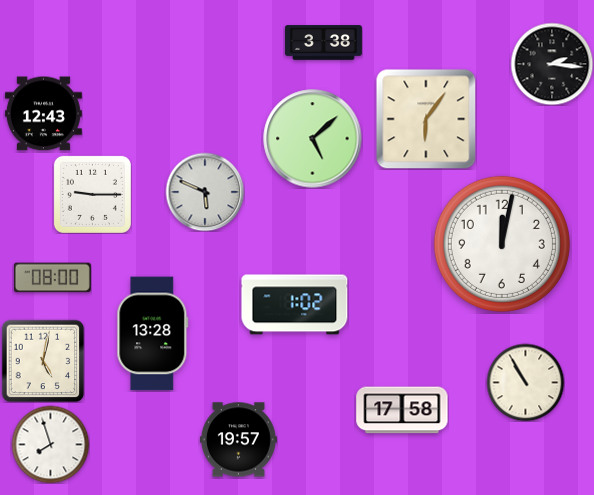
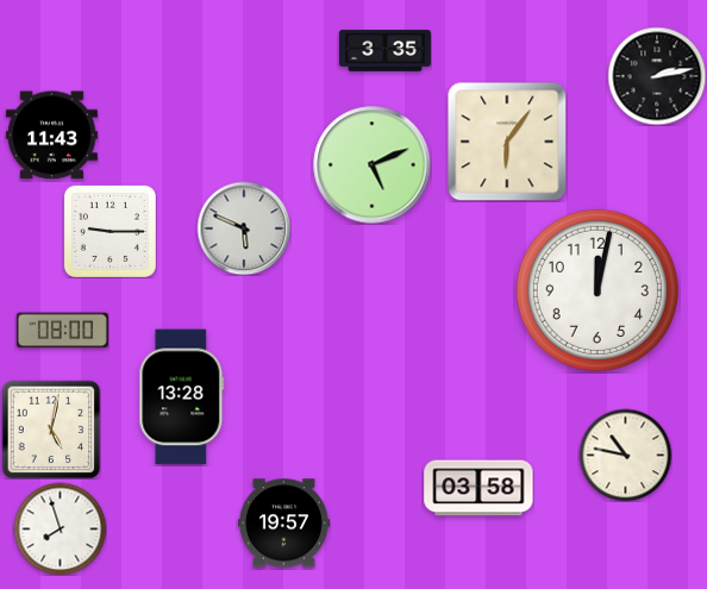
clock at (323, 43): 3:38 -> 3:35
clock at (552, 64): 2:16 -> 2:13
clock at (43, 114): 12:43 -> 11:43
clock at (313, 139): 5:08 -> 5:11
clock at (295, 305): 1:02 -> none
clock at (525, 382): 10:55 -> 10:47
clock at (402, 410): 17:58 -> 03:58
